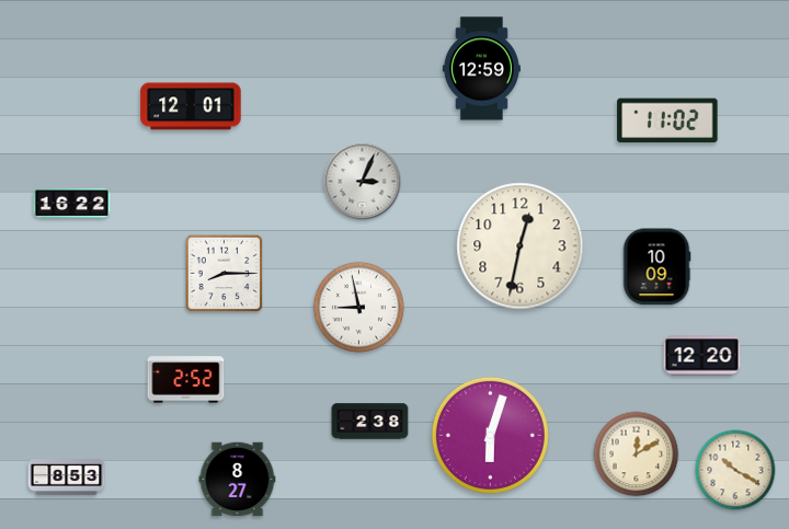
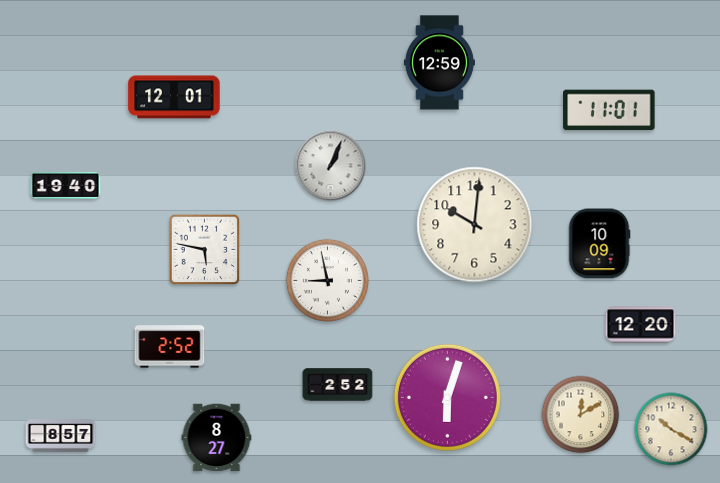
clock at (667, 120): 11:02 -> 11:01
clock at (363, 182): 3:04 -> 1:04
clock at (72, 203): 16:22 -> 19:40
clock at (521, 246): 12:32 -> 10:01
clock at (225, 274): 8:15 -> 5:47
clock at (370, 422): 2:38 -> 2:52
clock at (67, 478): 8:53 -> 8:57
